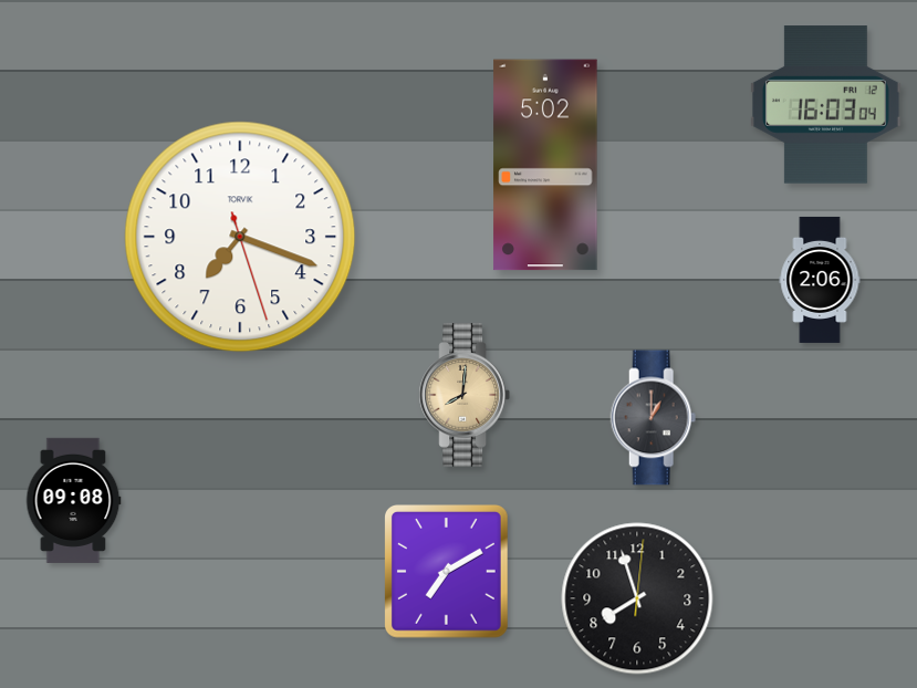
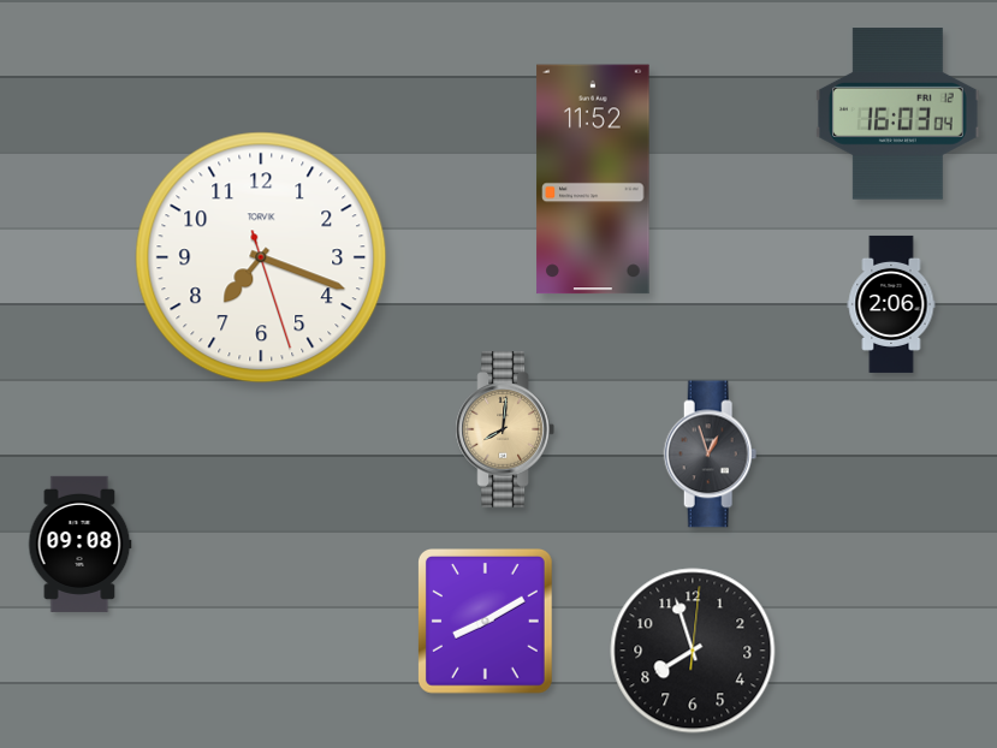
clock at (545, 165): 5:02 -> 11:52
clock at (654, 418): 1:00 -> 12:57
clock at (447, 572): 7:10 -> 8:10
